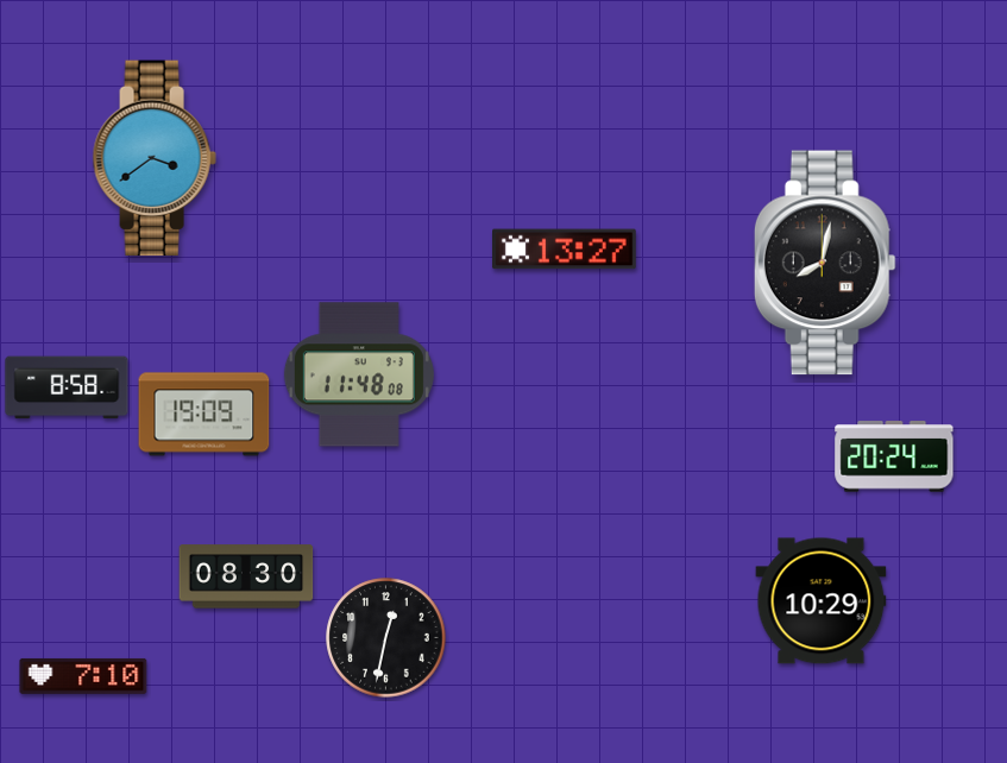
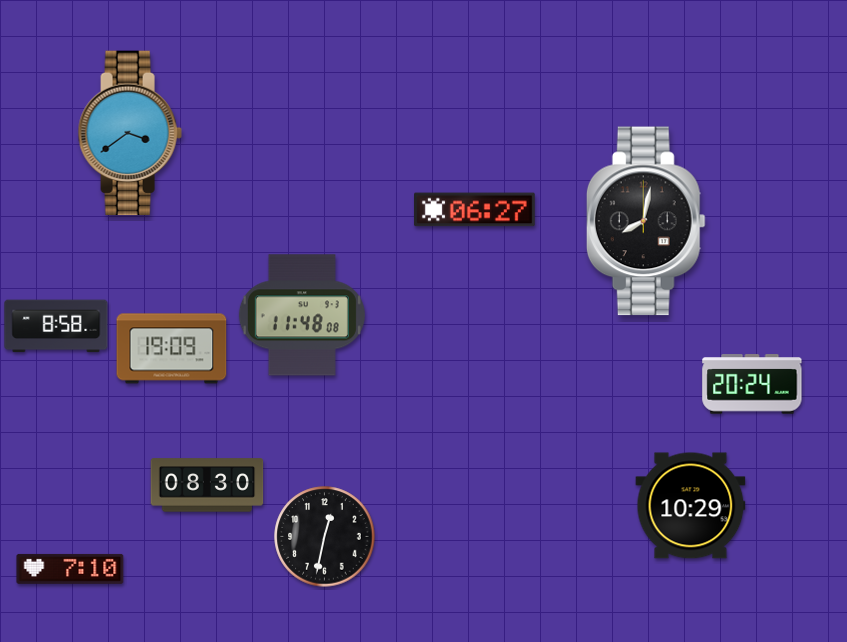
clock at (565, 250): 13:27 -> 06:27
clock at (825, 263) position: (825, 263) -> (646, 221)
